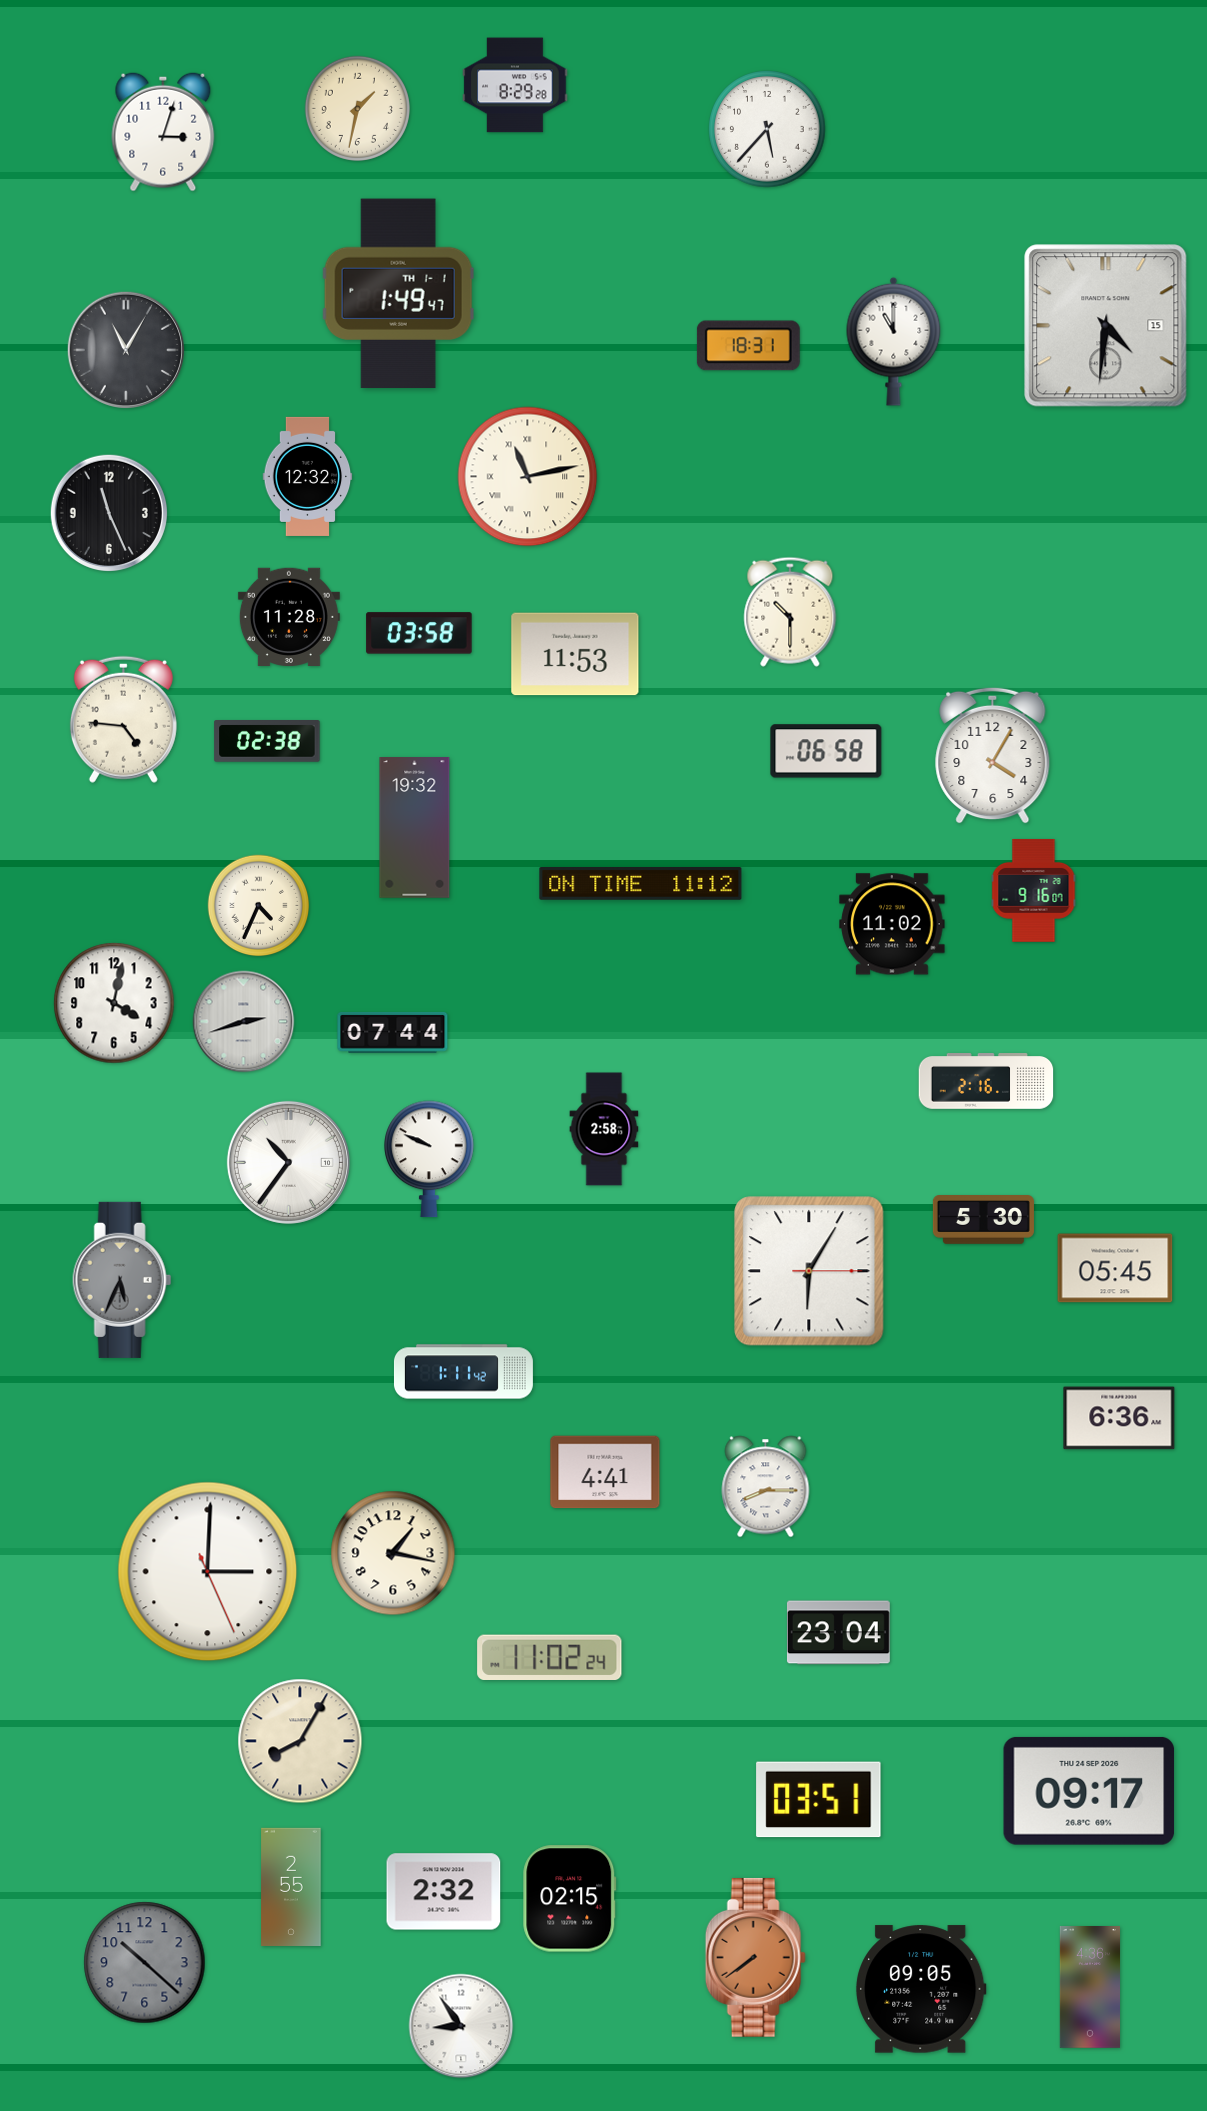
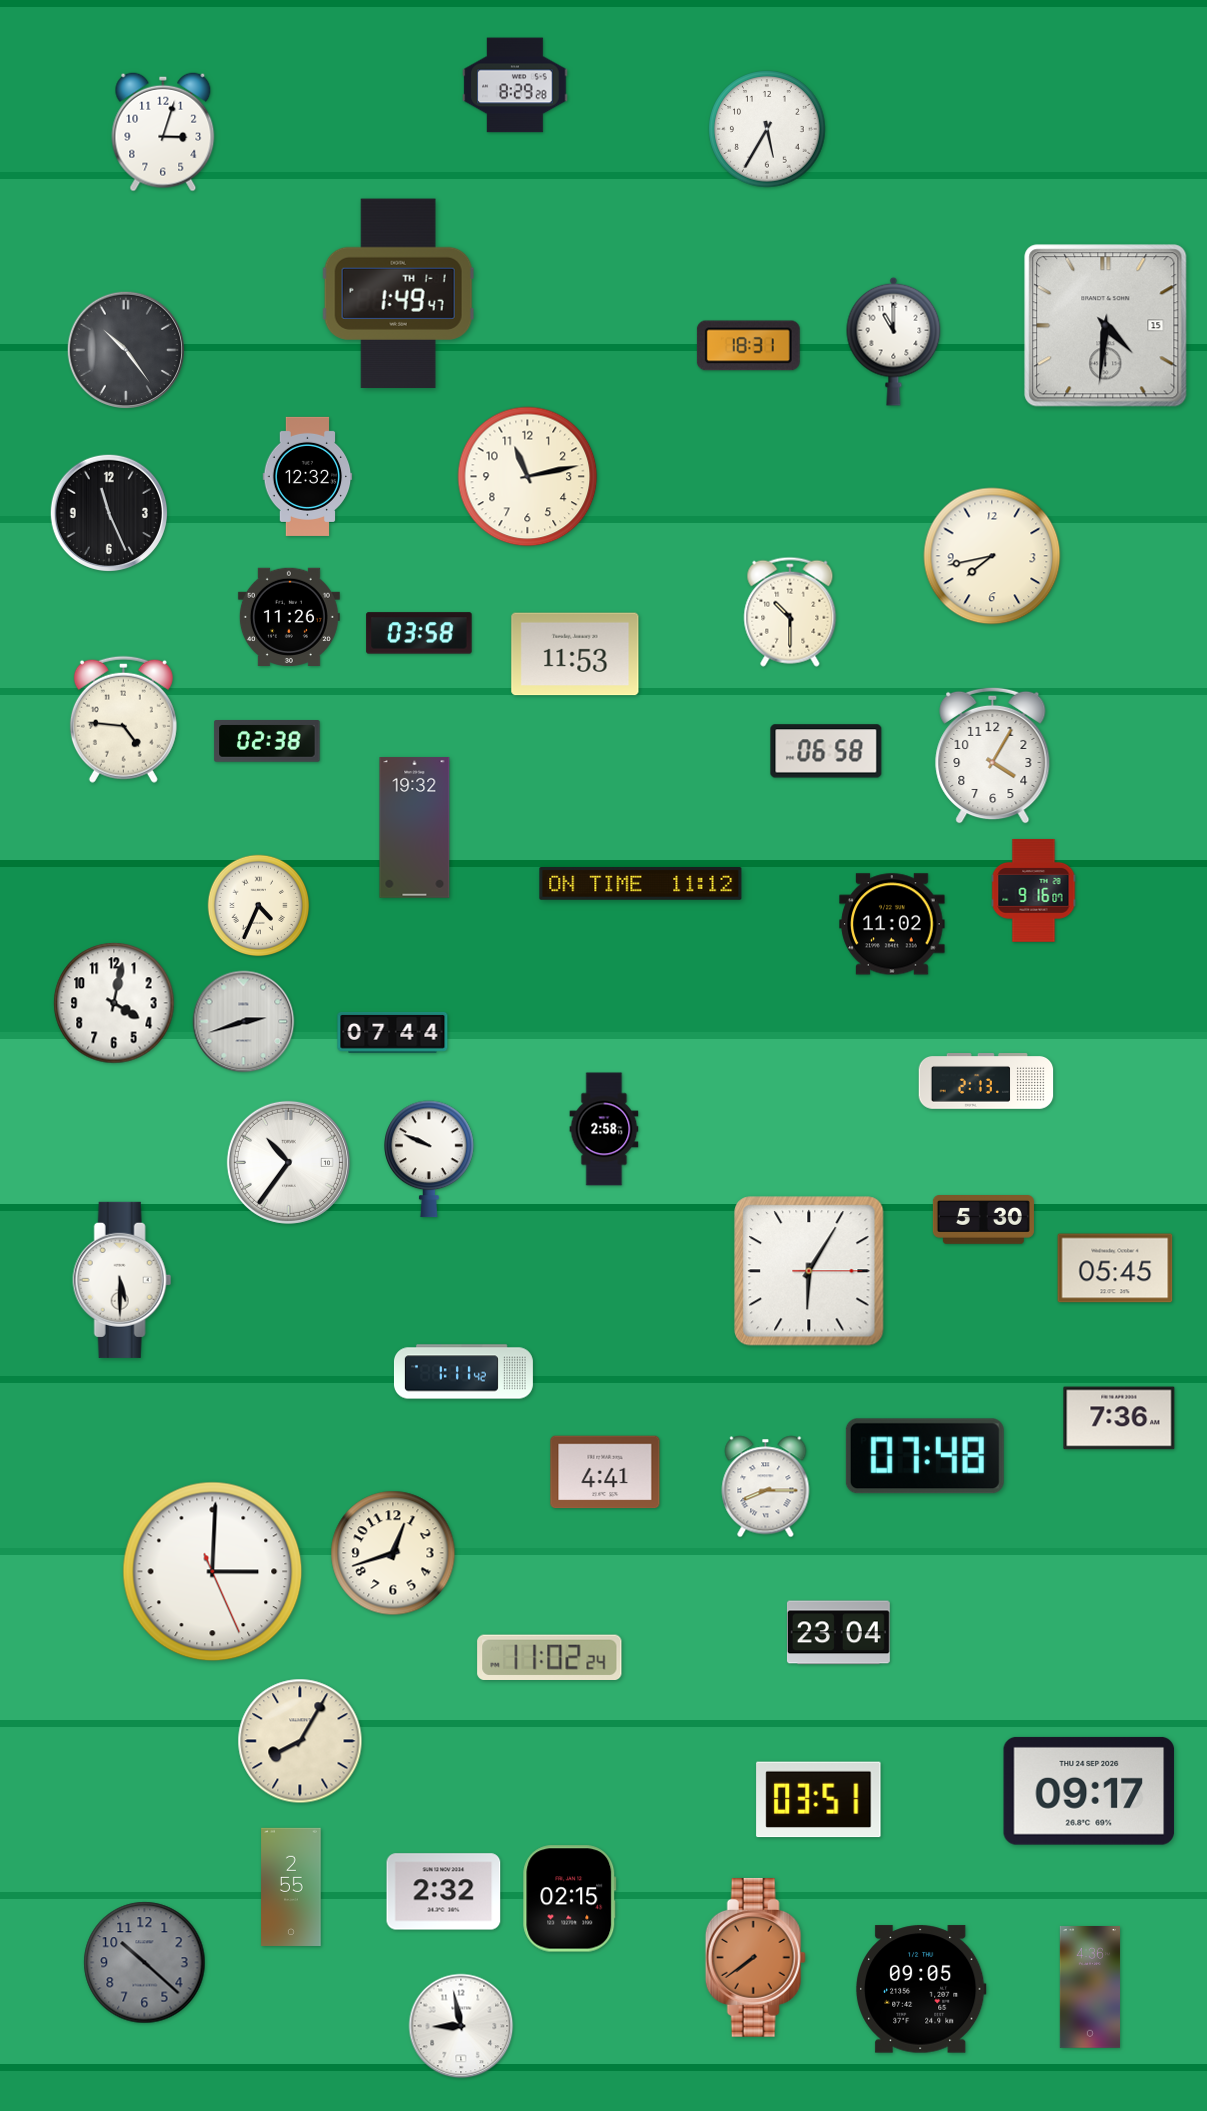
clock at (357, 108): 1:32 -> none
clock at (767, 129): 5:37 -> 5:35
clock at (125, 349): 11:05 -> 10:24
clock at (528, 477) numerals: Roman -> Arabic
clock at (992, 556): none -> 7:43
clock at (289, 616): 11:28 -> 11:26
clock at (986, 1081): 2:16 -> 2:13
clock at (122, 1280): 5:34 -> 5:30
clock at (122, 1280) dial: grey -> white
clock at (1119, 1418): 6:36 -> 7:36
clock at (925, 1456): none -> 07:48
clock at (393, 1553): 1:17 -> 12:42
clock at (208, 1572) position: (208, 1572) -> (213, 1572)
clock at (461, 2026): 8:54 -> 8:58
